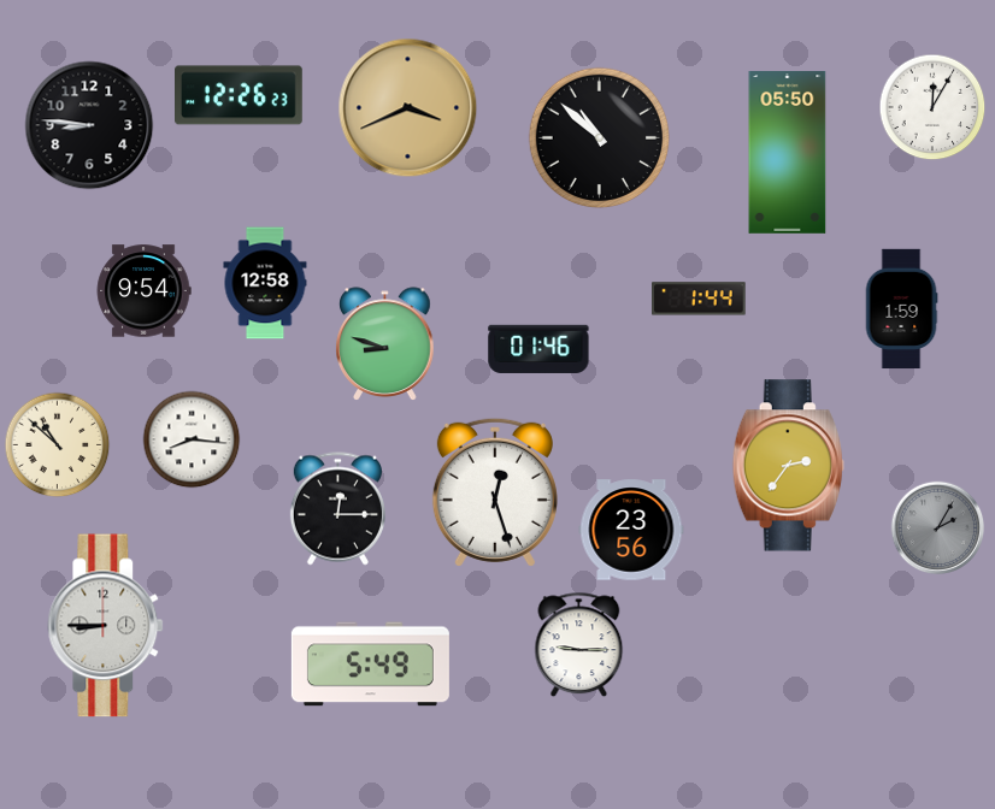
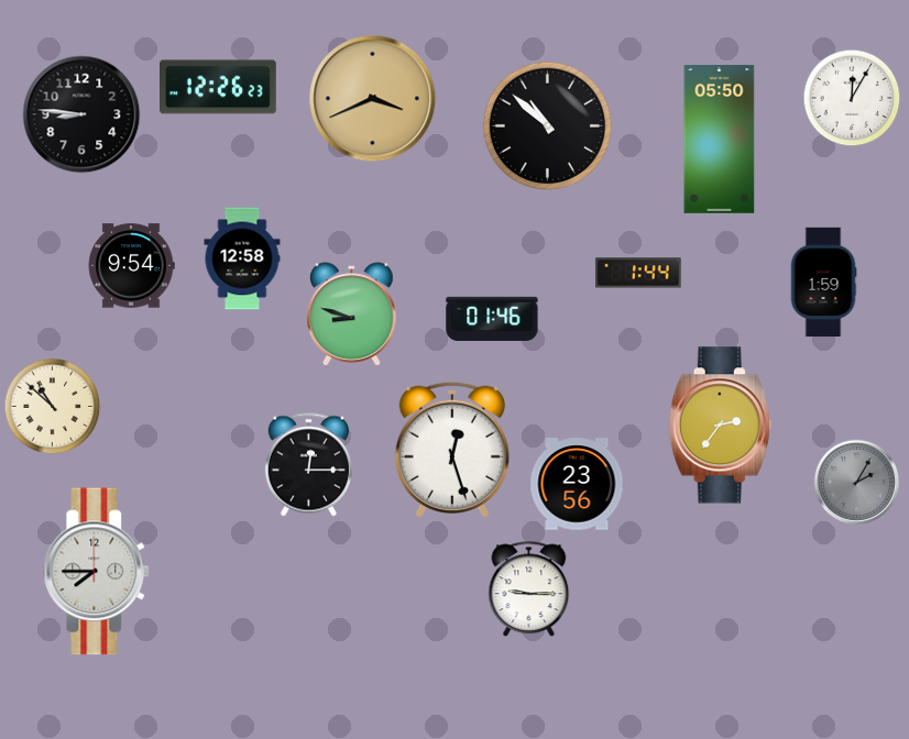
clock at (192, 439): 8:16 -> none
clock at (106, 626): 8:45 -> 7:45
clock at (370, 665): 5:49 -> none
